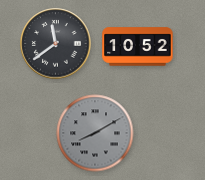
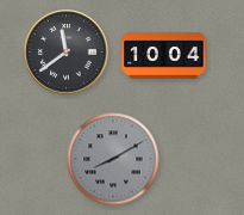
clock at (138, 47): 10:52 -> 10:04
